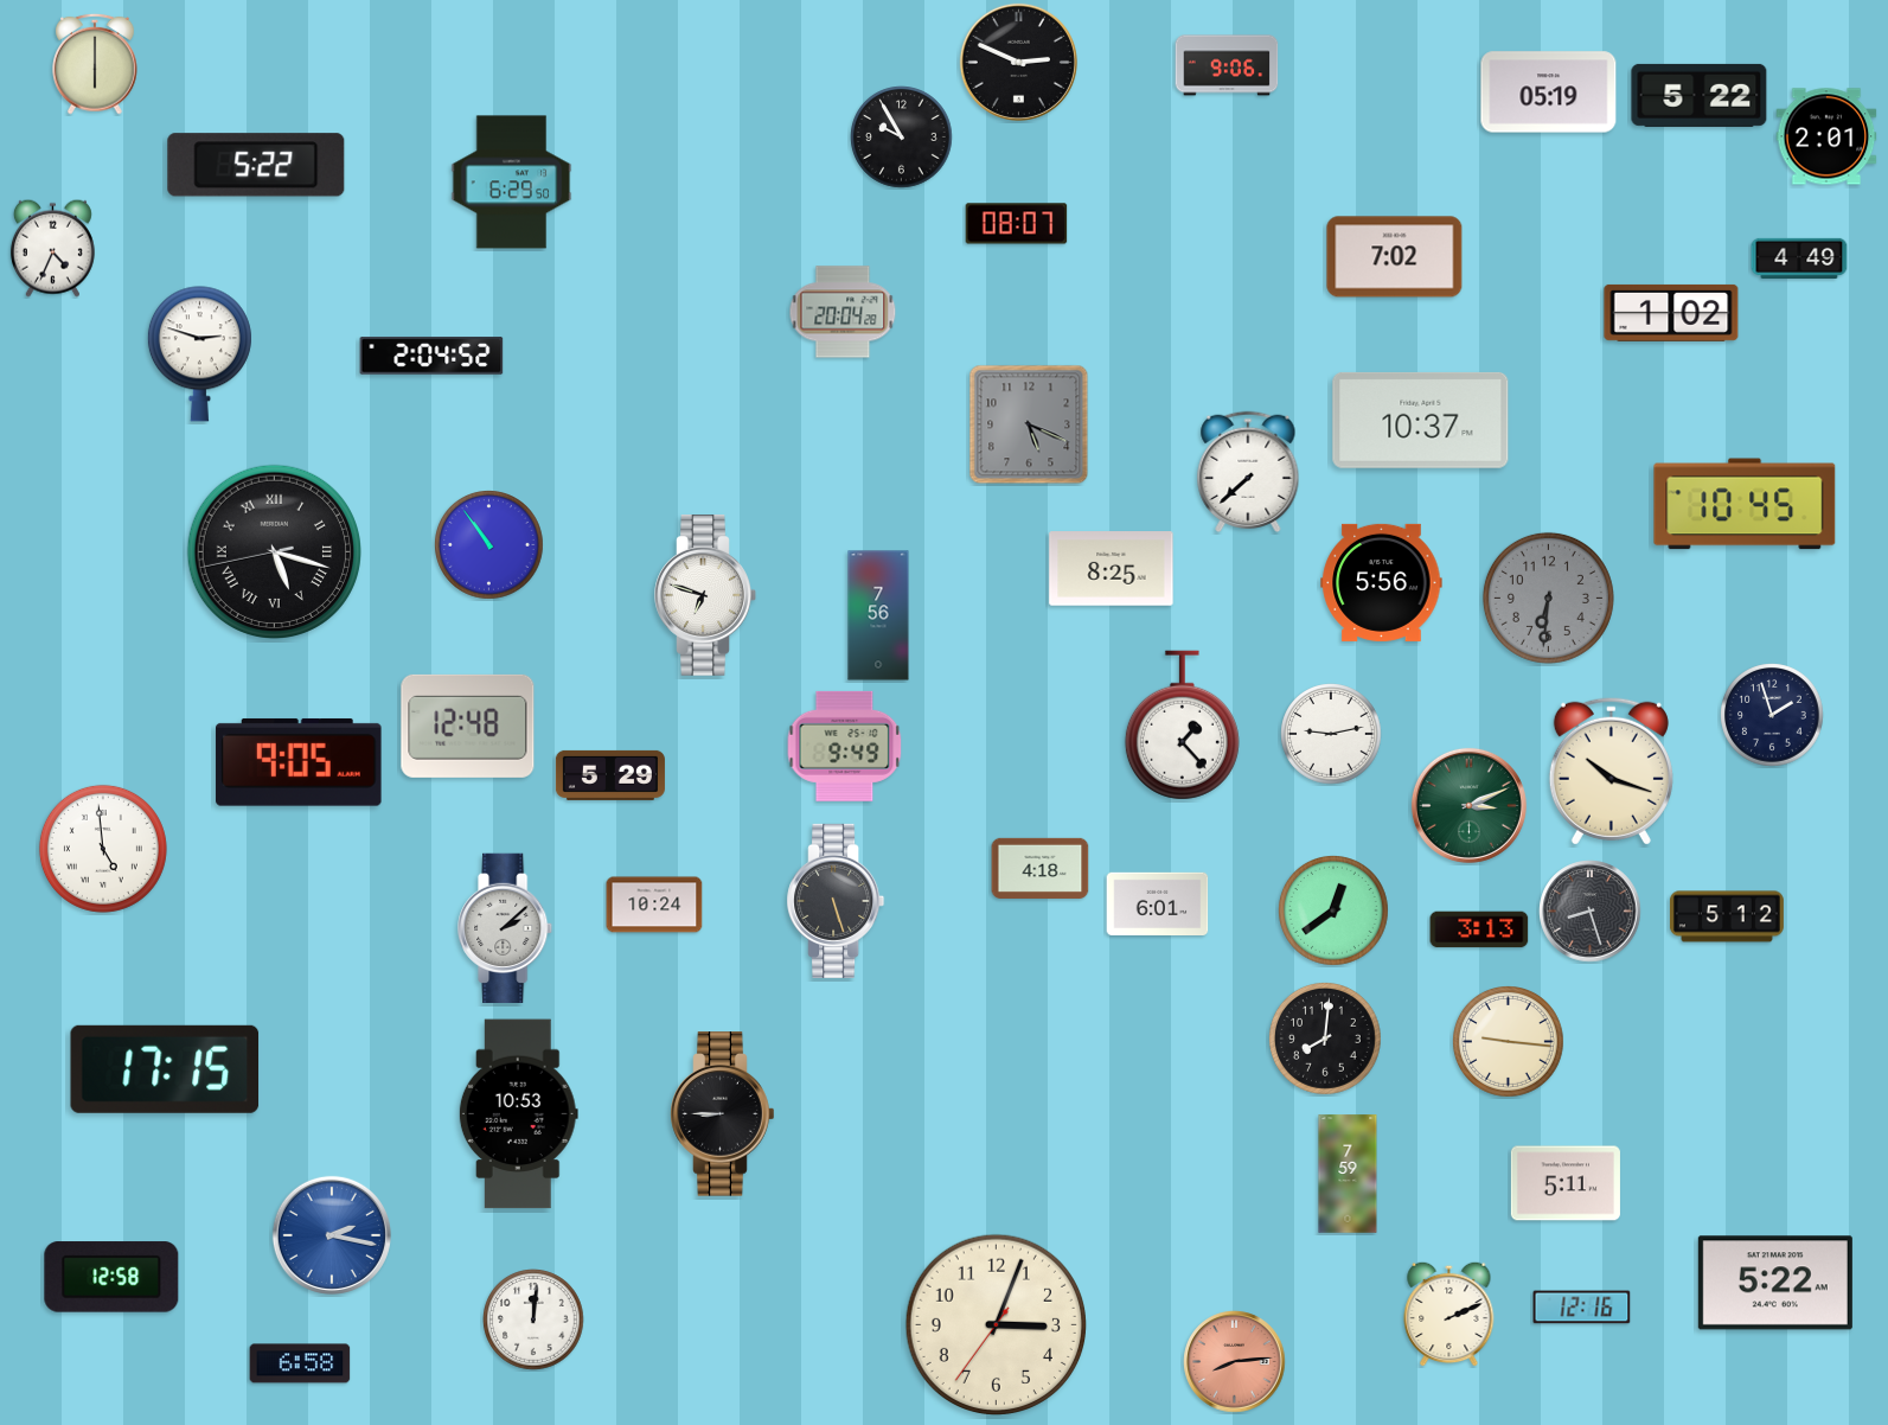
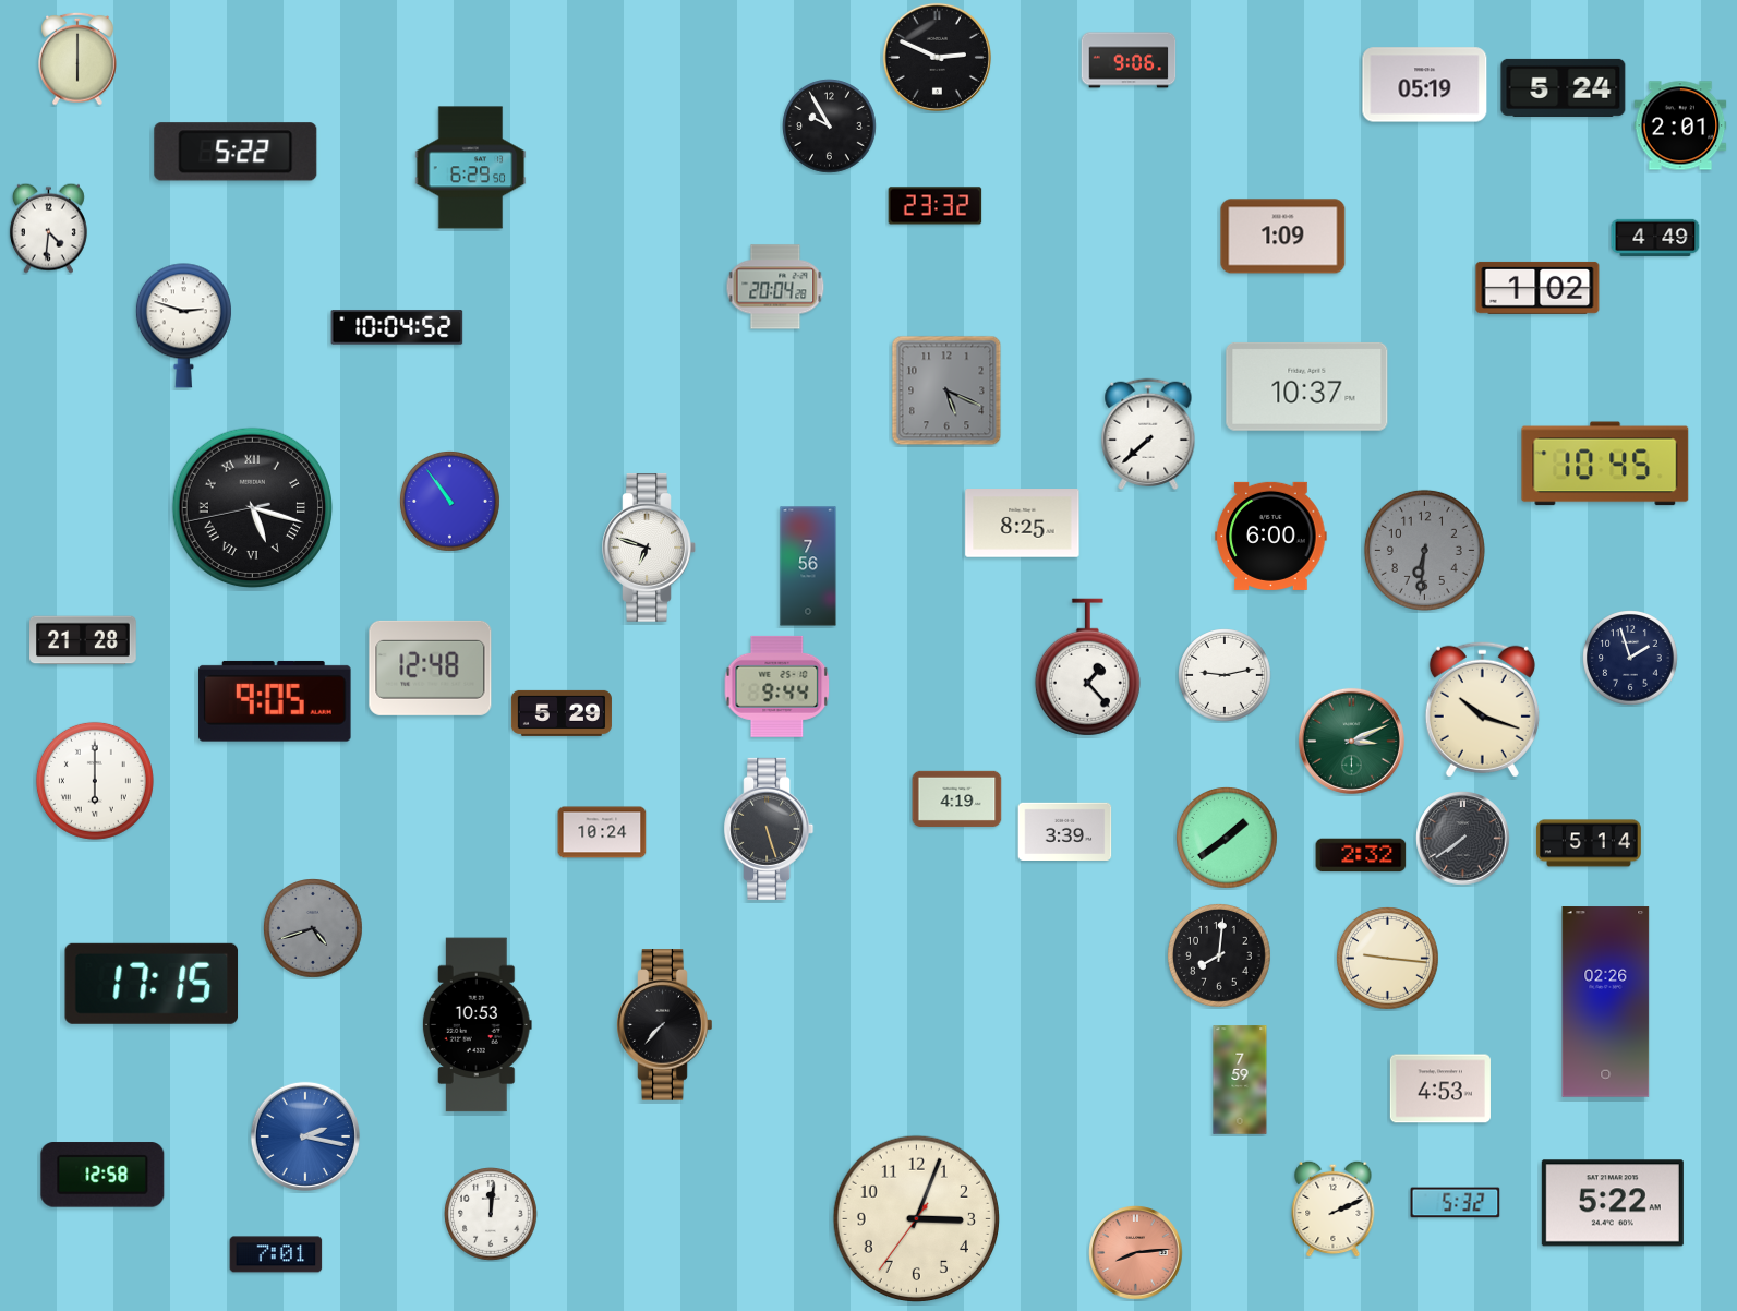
clock at (95, 64) position: (95, 64) -> (77, 59)
clock at (1700, 95): 5:22 -> 5:24
clock at (1017, 224): 08:07 -> 23:32
clock at (52, 248): 4:34 -> 4:31
clock at (1395, 257): 7:02 -> 1:09
clock at (431, 356): 2:04 -> 10:04
clock at (1382, 582): 5:56 -> 6:00
clock at (83, 640): none -> 21:28
clock at (845, 746): 9:49 -> 9:44
clock at (103, 849): 4:59 -> 6:00
clock at (1041, 868): 4:18 -> 4:19
clock at (1158, 903): 6:01 -> 3:39
clock at (1335, 912): 12:39 -> 1:39
clock at (1591, 912): 8:27 -> 7:39
clock at (1727, 916): 5:12 -> 5:14
clock at (506, 927): 2:08 -> none
clock at (1479, 929): 3:13 -> 2:32
clock at (314, 929): none -> 4:42
clock at (1606, 1002): none -> 02:26
clock at (723, 1114): 8:45 -> 7:37
clock at (1566, 1183): 5:11 -> 4:53
clock at (1775, 1283) position: (1775, 1283) -> (1613, 1203)
clock at (1582, 1308): 12:16 -> 5:32
clock at (300, 1363): 6:58 -> 7:01
